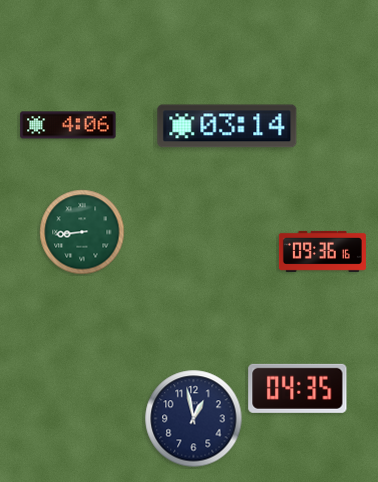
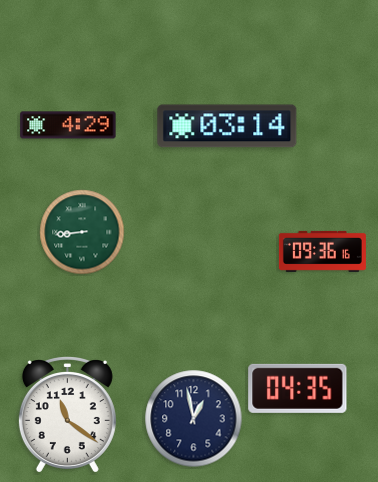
clock at (68, 125): 4:06 -> 4:29
clock at (67, 415): none -> 11:21
